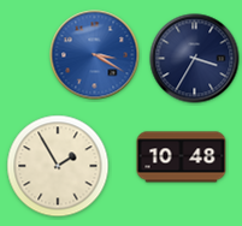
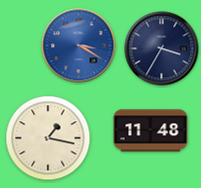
clock at (182, 157): 10:48 -> 11:48
clock at (58, 166): 1:55 -> 1:17
